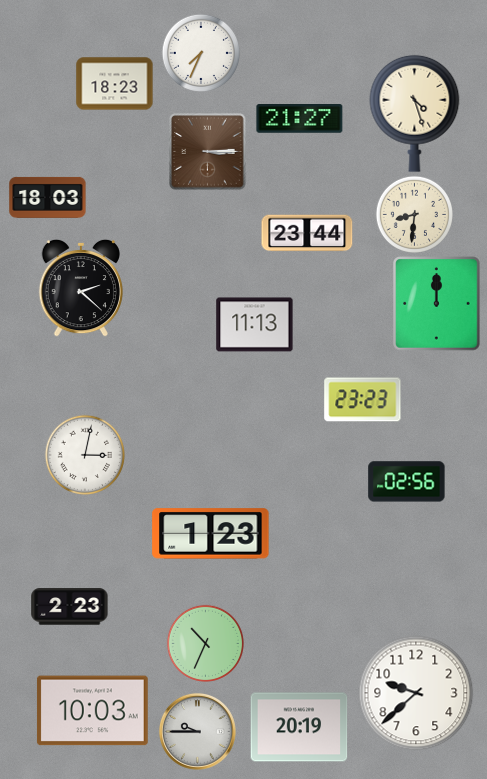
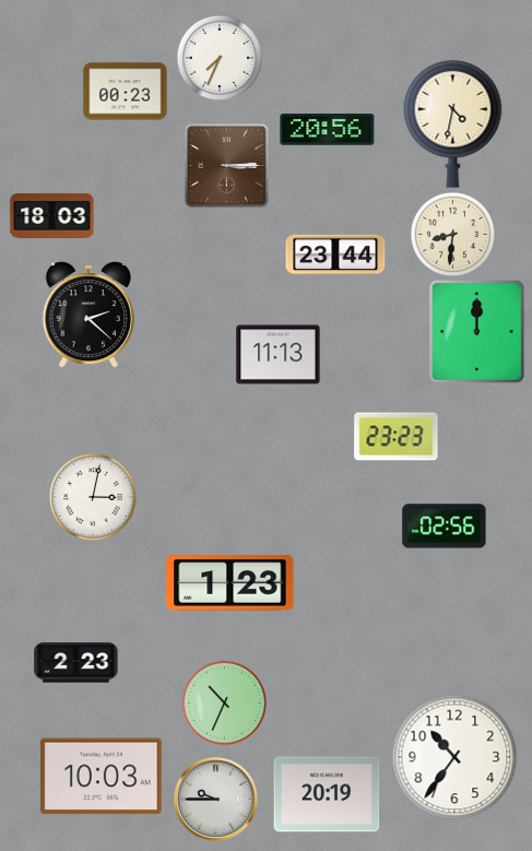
clock at (115, 84): 18:23 -> 00:23
clock at (415, 113): 4:27 -> 4:32
clock at (300, 119): 21:27 -> 20:56
clock at (416, 693): 9:38 -> 10:36
